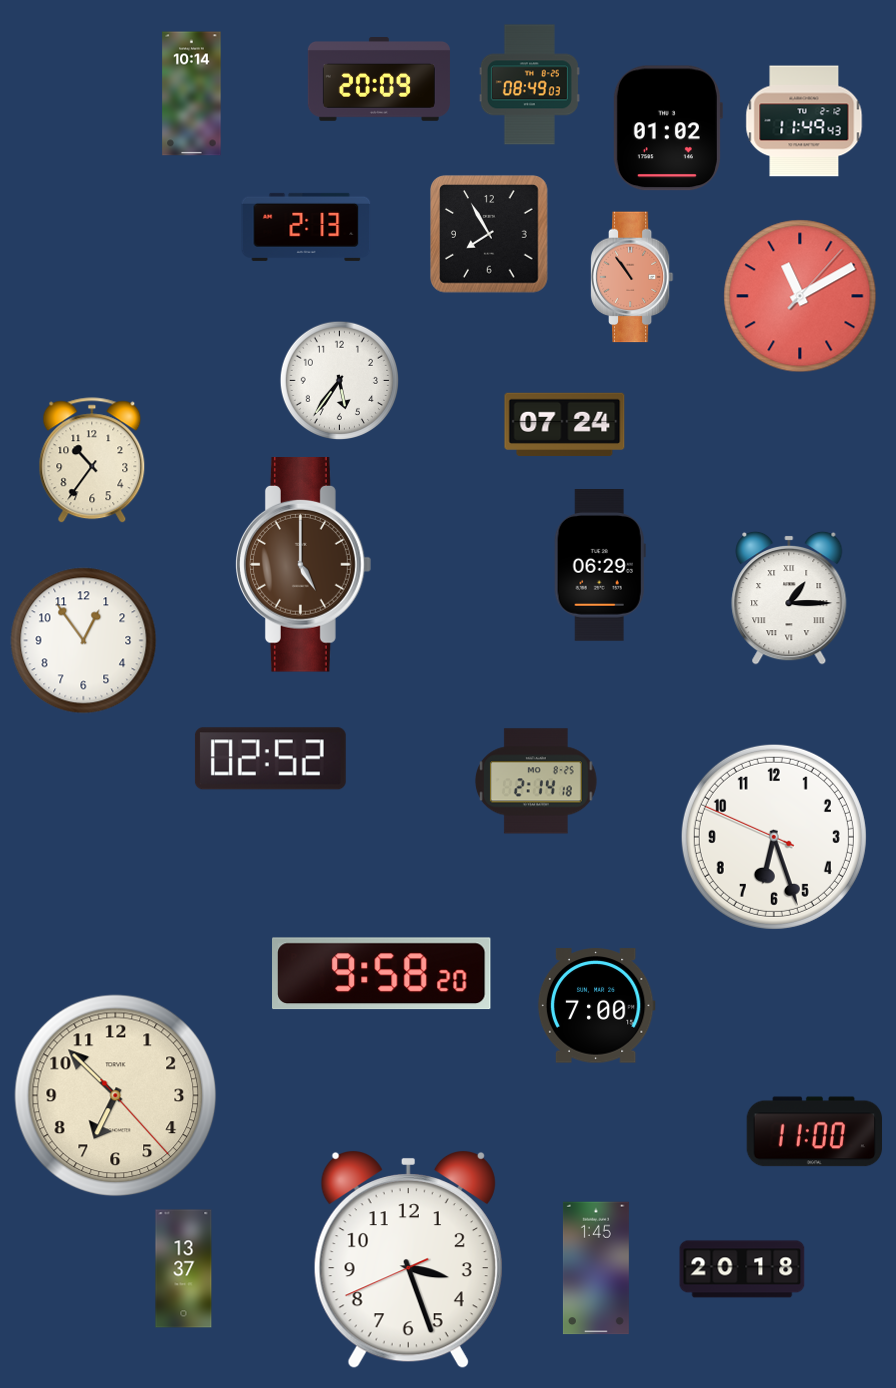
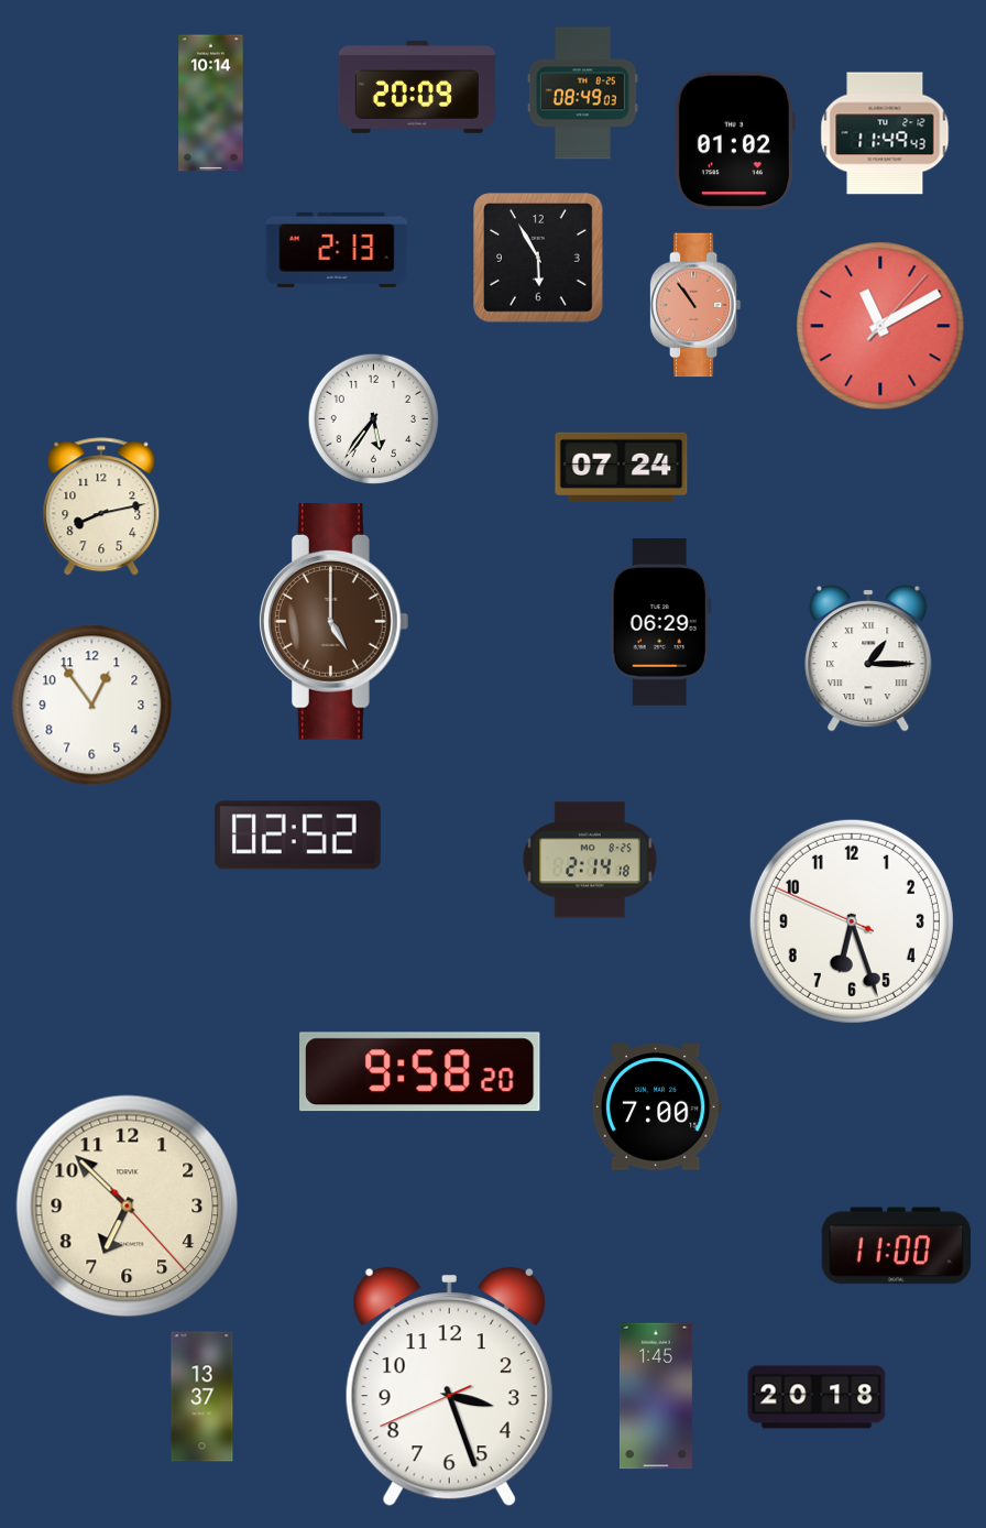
clock at (489, 234): 7:55 -> 5:55
clock at (92, 460): 10:36 -> 8:13
